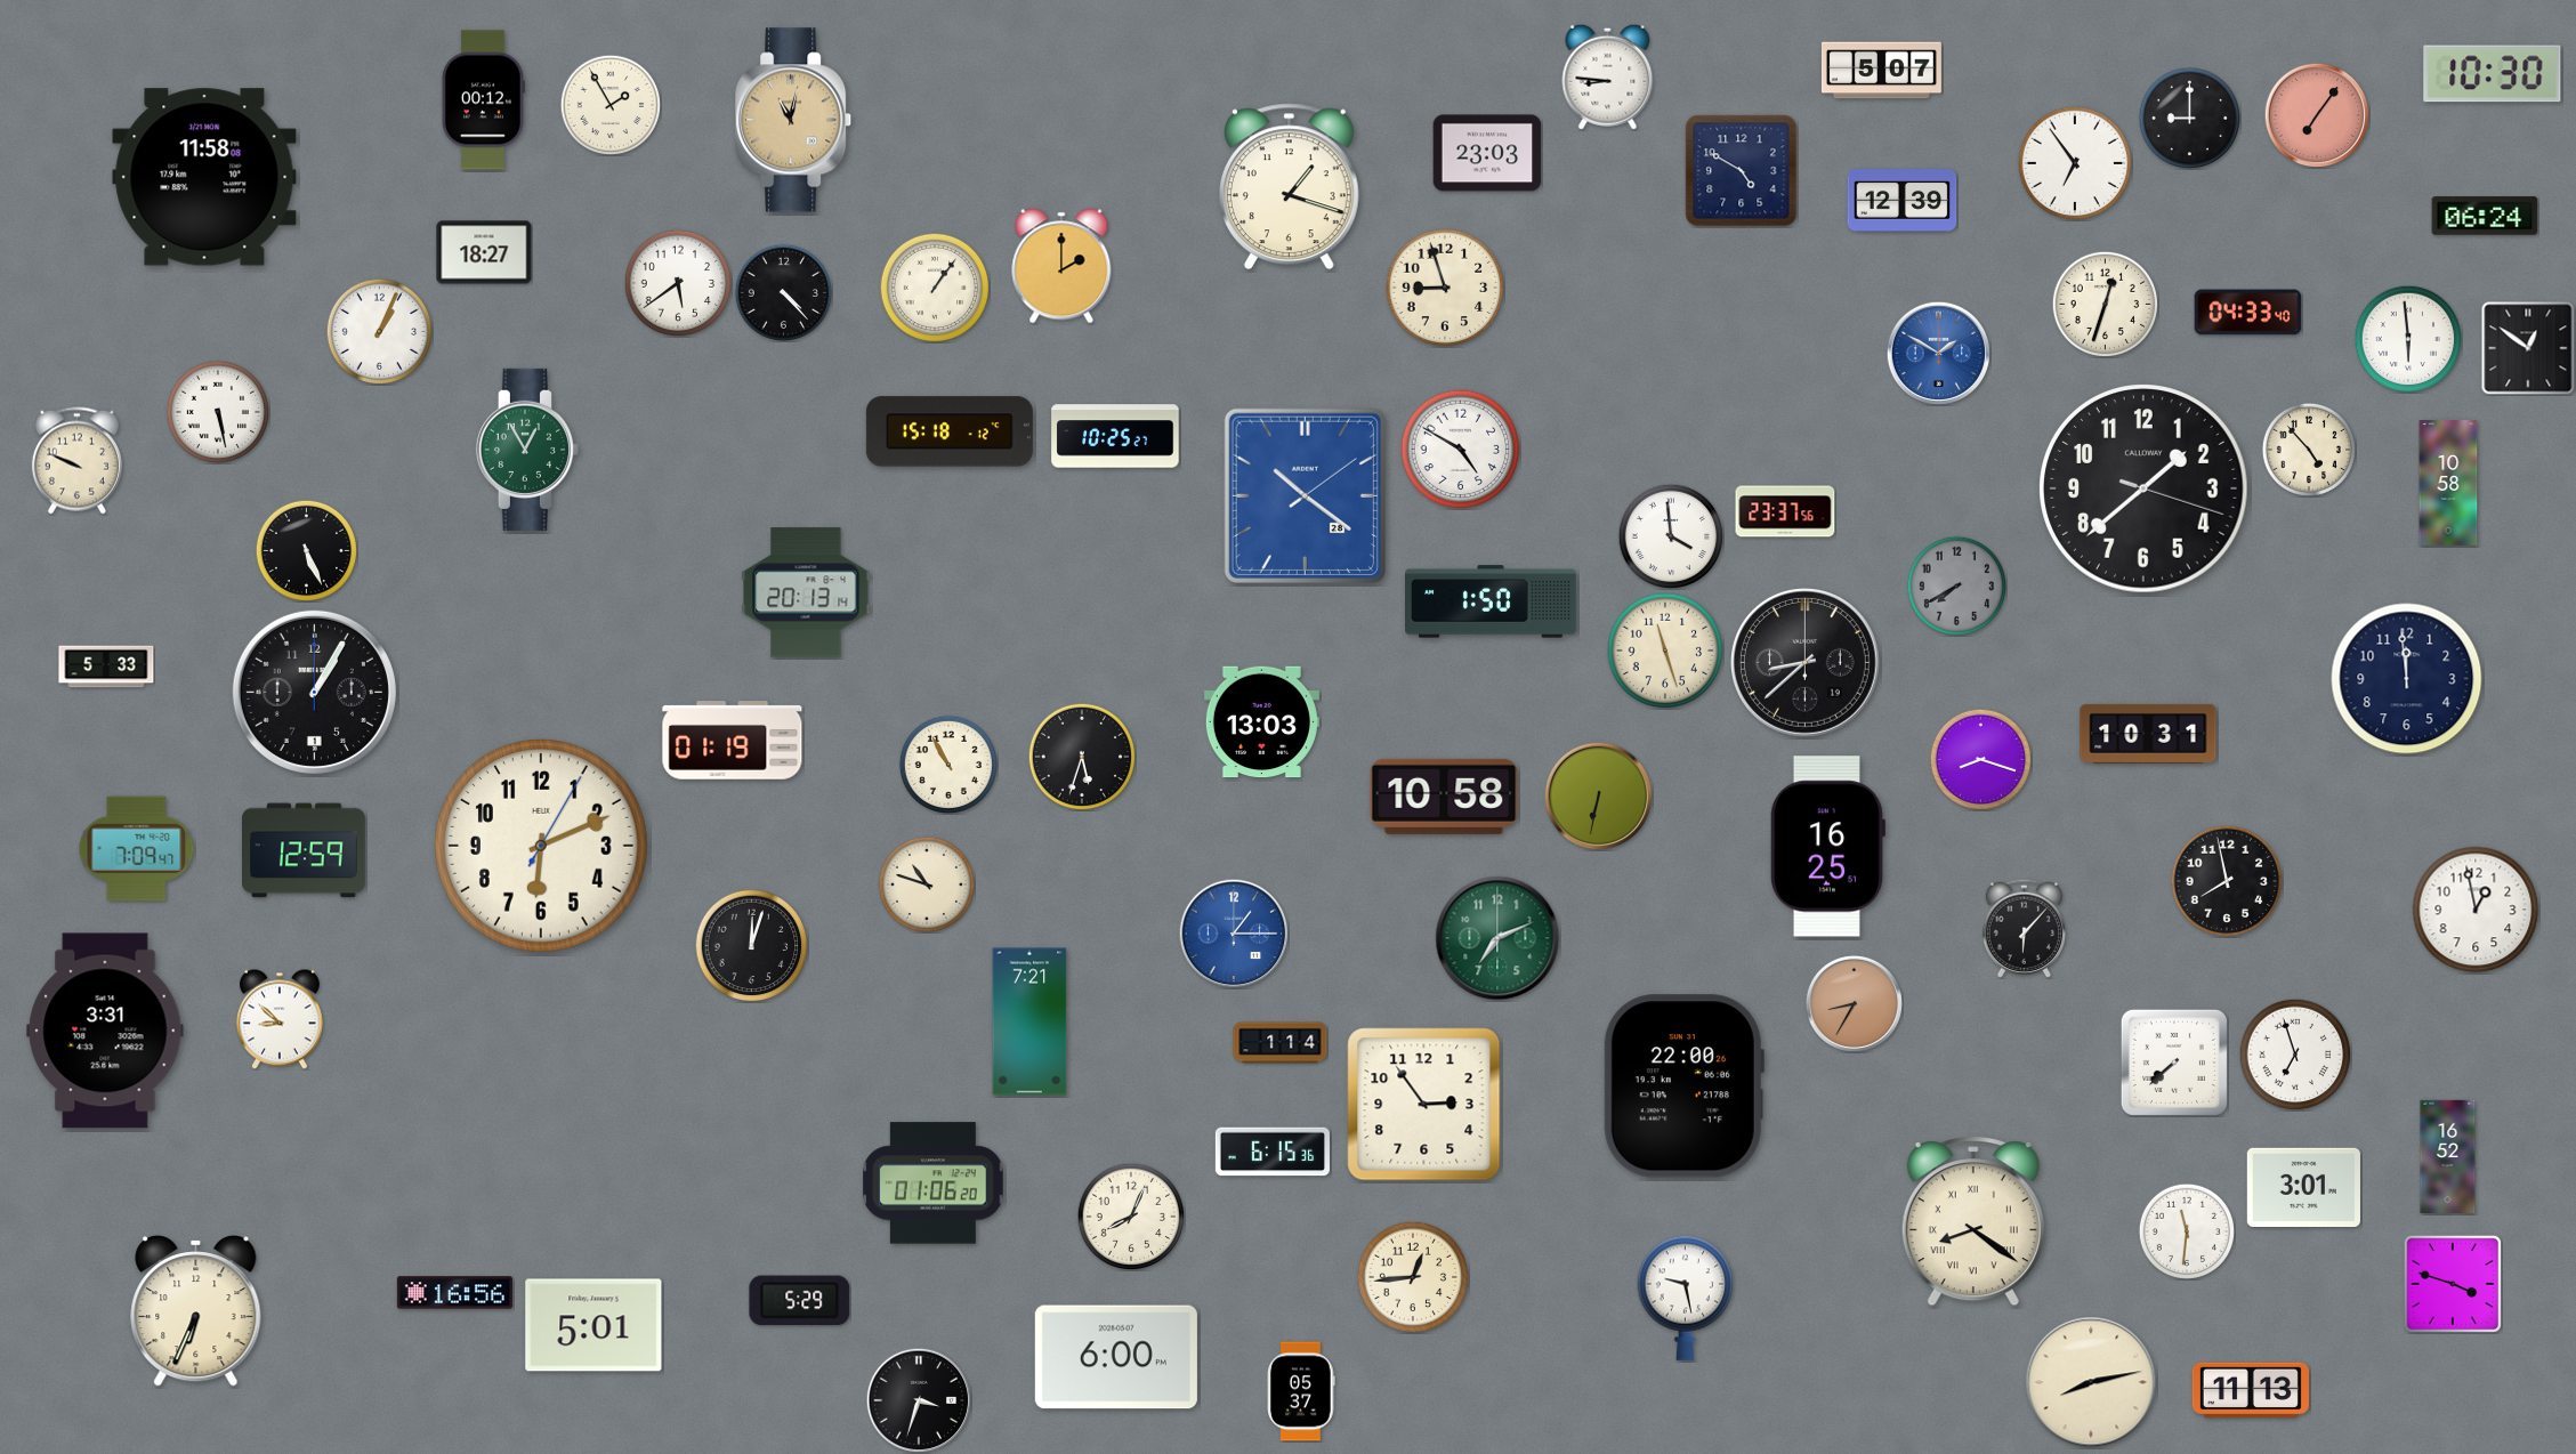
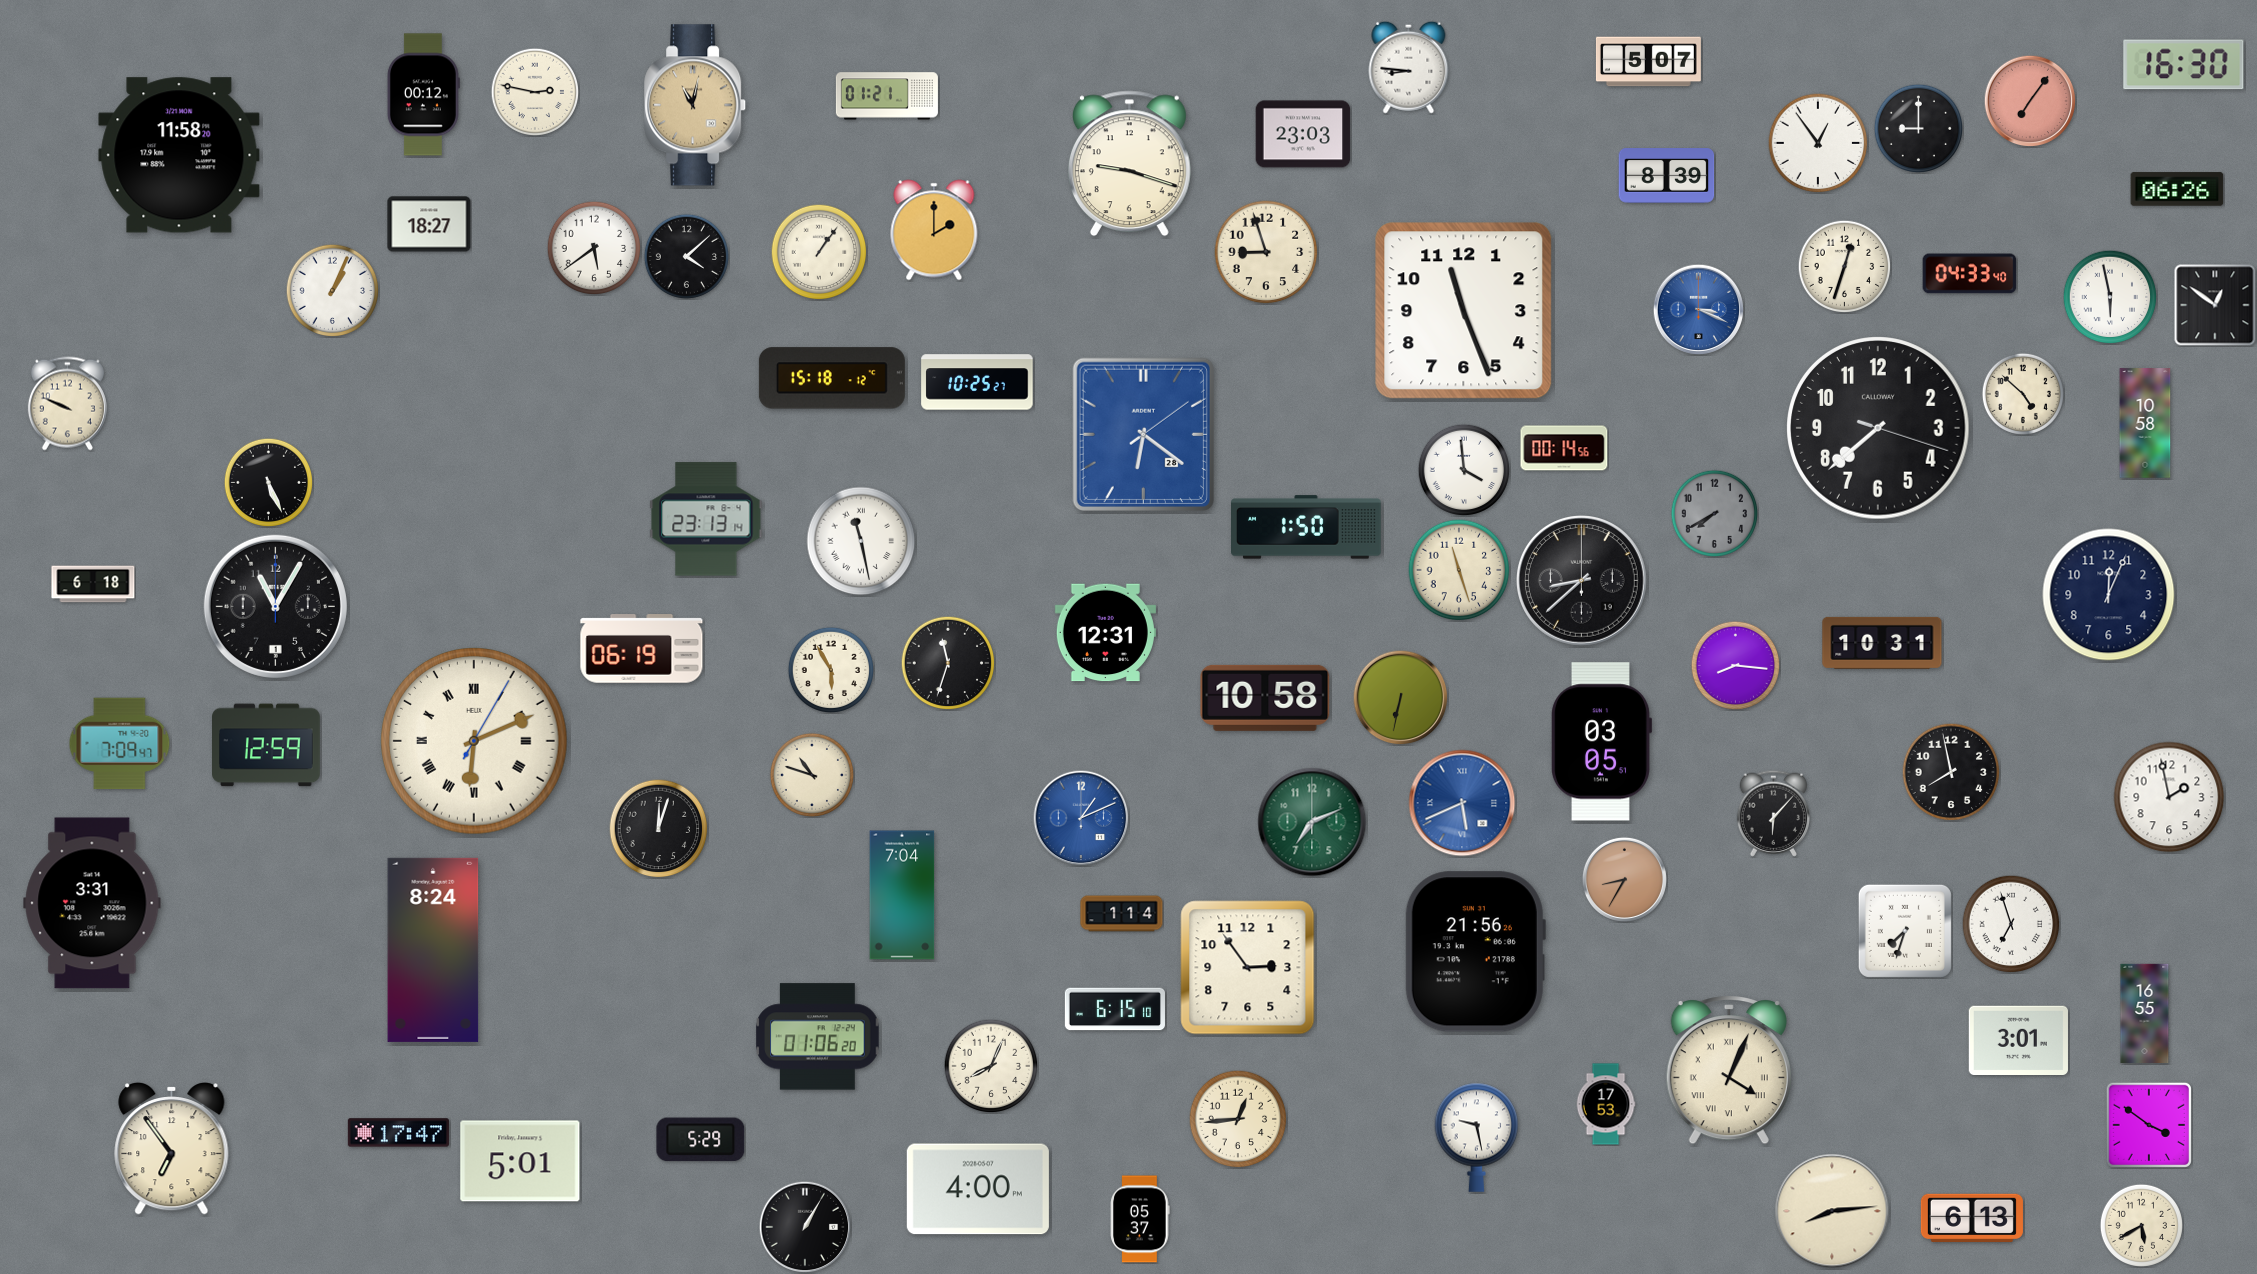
clock at (2493, 74): 10:30 -> 16:30
clock at (483, 100) position: (483, 100) -> (423, 95)
clock at (609, 104): 1:55 -> 2:47
clock at (887, 96): none -> 01:21
clock at (2189, 118) position: (2189, 118) -> (1918, 128)
clock at (2075, 163): 6:54 -> 12:54
clock at (1742, 171): 4:50 -> none
clock at (204, 177): 11:58:08 -> 11:58:20
clock at (1289, 187): 1:18 -> 9:18
clock at (1903, 201): 12:39 -> 8:39
clock at (2485, 216): 06:24 -> 06:26
clock at (484, 252) position: (484, 252) -> (429, 224)
clock at (1061, 266) position: (1061, 266) -> (934, 230)
clock at (783, 292): 4:23 -> 4:08
clock at (2408, 339): 5:59 -> 5:58
clock at (1938, 353): 1:50 -> 3:19
clock at (1464, 311): none -> 11:26
clock at (217, 411): 5:28 -> none
clock at (527, 450): 12:55 -> none
clock at (1461, 450): 4:50 -> none
clock at (2309, 450): 4:53 -> 4:52
clock at (2143, 488): 1:38 -> 7:38
clock at (1305, 495): 10:21 -> 6:21
clock at (1785, 511): 23:37 -> 00:14
clock at (806, 592): 20:13 -> 23:13
clock at (861, 541): none -> 11:28
clock at (106, 667): 5:33 -> 6:18
clock at (2407, 679): 11:59 -> 12:04
clock at (314, 692): 1:05 -> 11:05
clock at (1261, 722): 13:03 -> 12:31
clock at (733, 741): 01:19 -> 06:19
clock at (1082, 757): 5:33 -> 11:33
clock at (1980, 759): 8:18 -> 8:16
clock at (947, 764): 10:55 -> 5:55
clock at (541, 846) numerals: Arabic -> Roman
clock at (1827, 847): 16:25 -> 03:05
clock at (2476, 910): 12:58 -> 1:58
clock at (1462, 803): none -> 5:41
clock at (1234, 934): 1:15 -> 1:11
clock at (281, 1019): 8:52 -> none
clock at (1029, 1021): 7:21 -> 7:04
clock at (2174, 1063): 7:38 -> 7:33
clock at (433, 950): none -> 8:24
clock at (1683, 1087): 22:00 -> 21:56
clock at (1273, 1152): 6:15:36 -> 6:15:10
clock at (2448, 1157): 16:52 -> 16:55
clock at (1973, 1221): 8:21 -> 4:04
clock at (2187, 1231): 11:31 -> none
clock at (1606, 1104): none -> 17:53
clock at (2453, 1284): 3:48 -> 3:51
clock at (454, 1293): 16:56 -> 17:47
clock at (196, 1311): 6:34 -> 6:54
clock at (1116, 1357): 6:00 -> 4:00
clock at (2091, 1382): 8:13 -> 8:14
clock at (2251, 1390): 11:13 -> 6:13
clock at (2141, 1225): none -> 5:40
clock at (919, 1400): 3:33 -> 1:05
